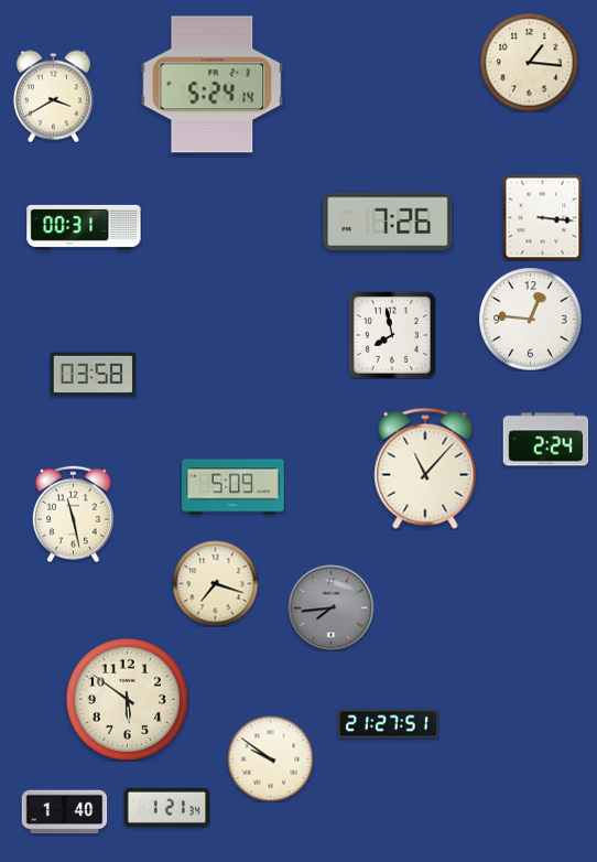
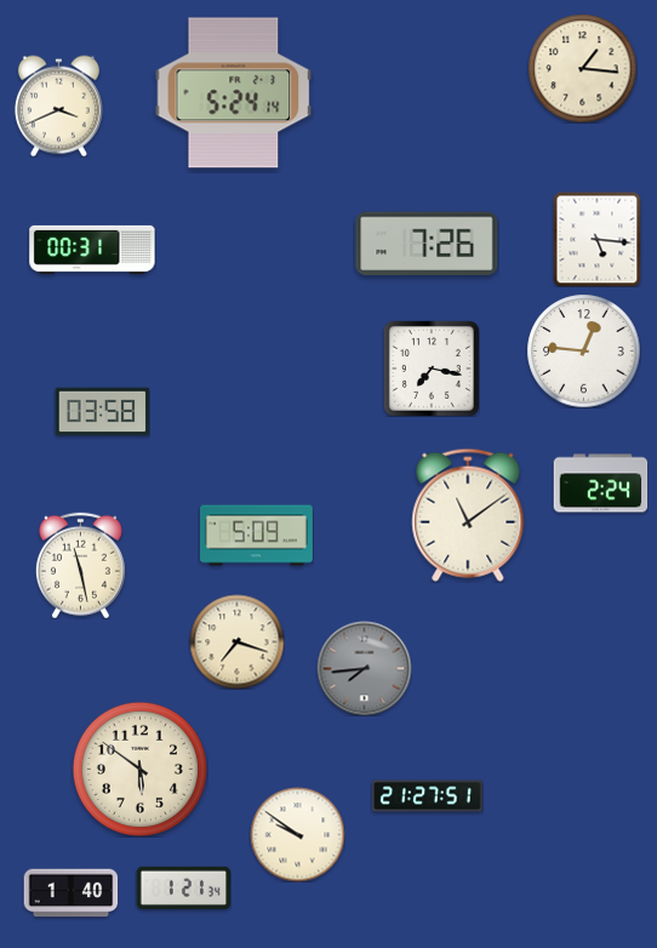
clock at (53, 96): 3:40 -> 3:41
clock at (543, 217): 3:16 -> 5:16
clock at (392, 335): 7:58 -> 7:17
clock at (425, 468): 11:07 -> 11:09
